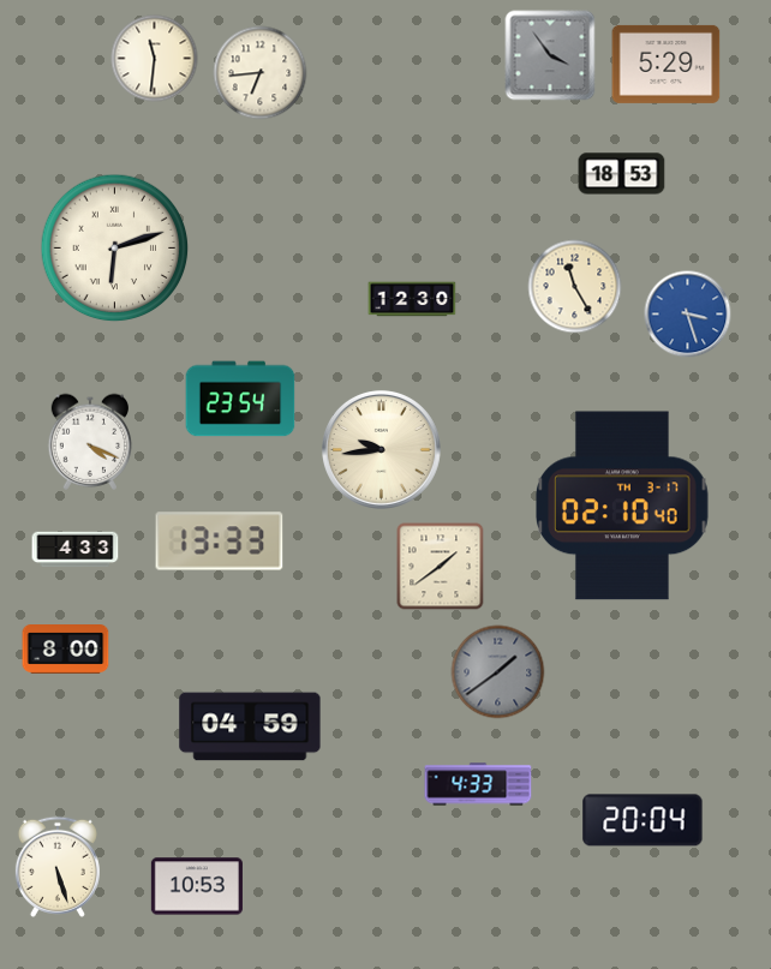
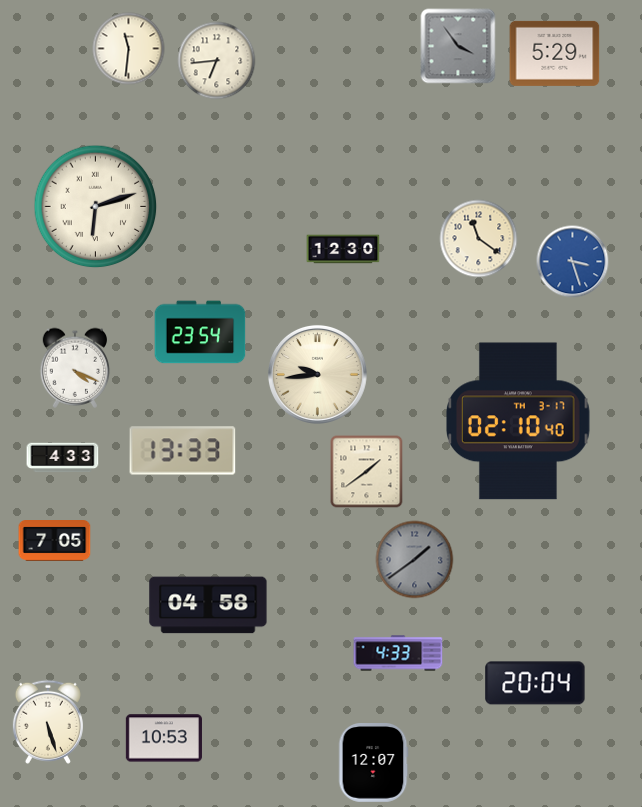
clock at (622, 174): 18:53 -> none
clock at (575, 287): 11:25 -> 11:21
clock at (66, 650): 8:00 -> 7:05
clock at (250, 726): 04:59 -> 04:58
clock at (373, 763): none -> 12:07
